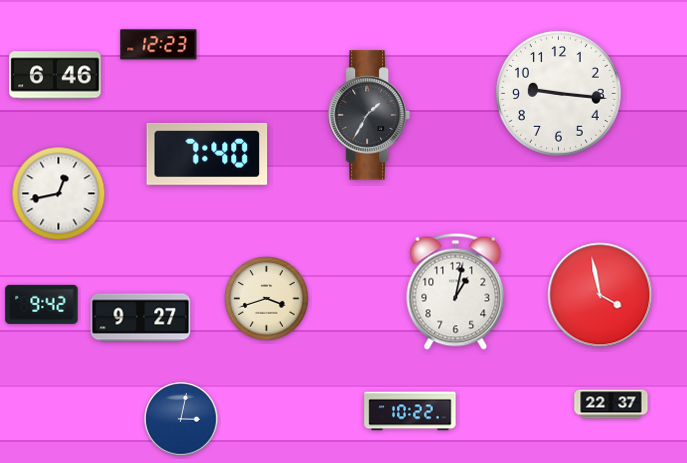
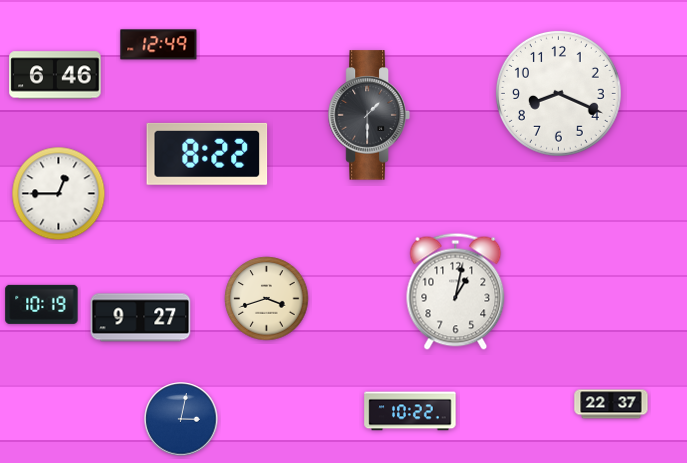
clock at (159, 45): 12:23 -> 12:49
clock at (558, 93): 9:16 -> 8:19
clock at (369, 115): 1:35 -> 1:30
clock at (207, 154): 7:40 -> 8:22
clock at (59, 194): 12:43 -> 12:45
clock at (600, 295): 3:58 -> none
clock at (42, 304): 9:42 -> 10:19
